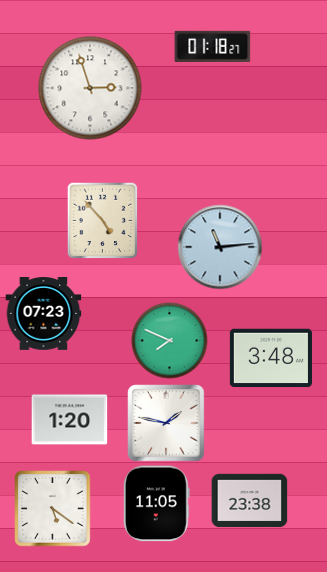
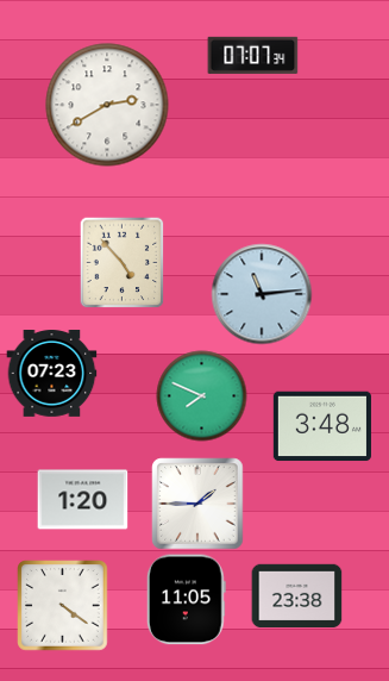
clock at (213, 46): 01:18 -> 07:07
clock at (90, 88): 2:57 -> 2:40
clock at (170, 341) position: (170, 341) -> (202, 396)
clock at (166, 423): 1:47 -> 1:45
clock at (53, 509): 5:21 -> 4:21
